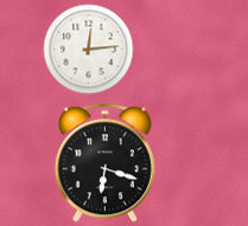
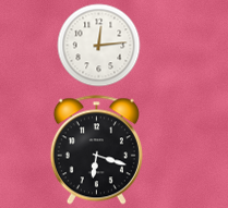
clock at (89, 50) position: (89, 50) -> (99, 46)
